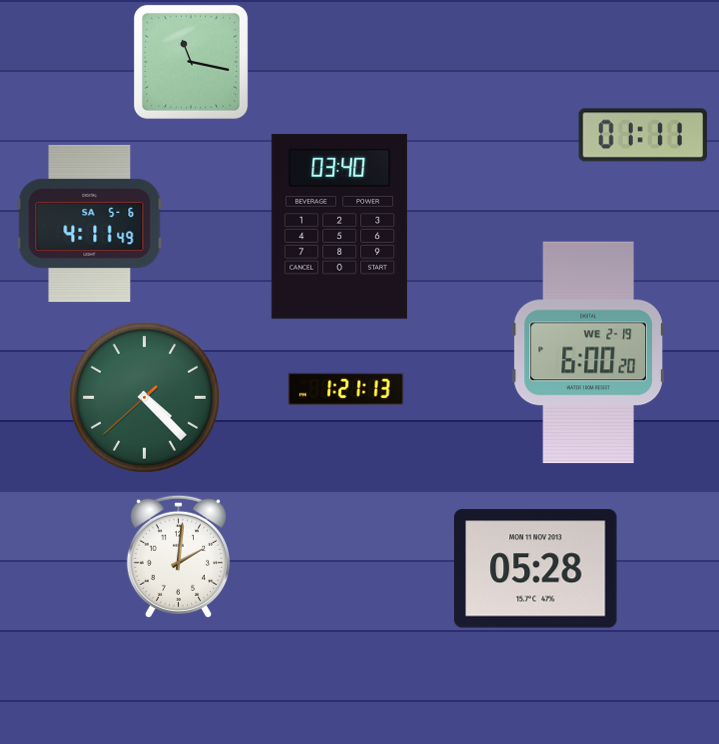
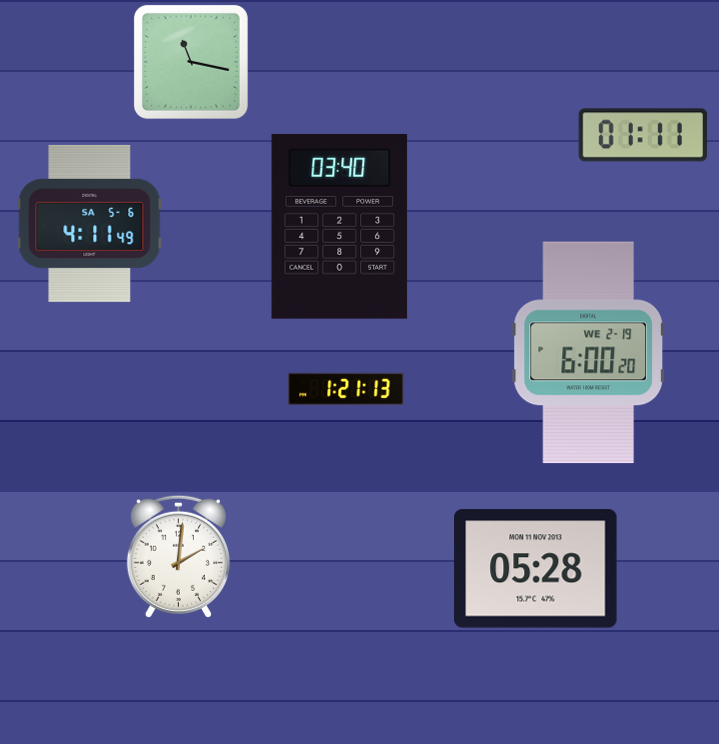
clock at (144, 397): 4:22 -> none
